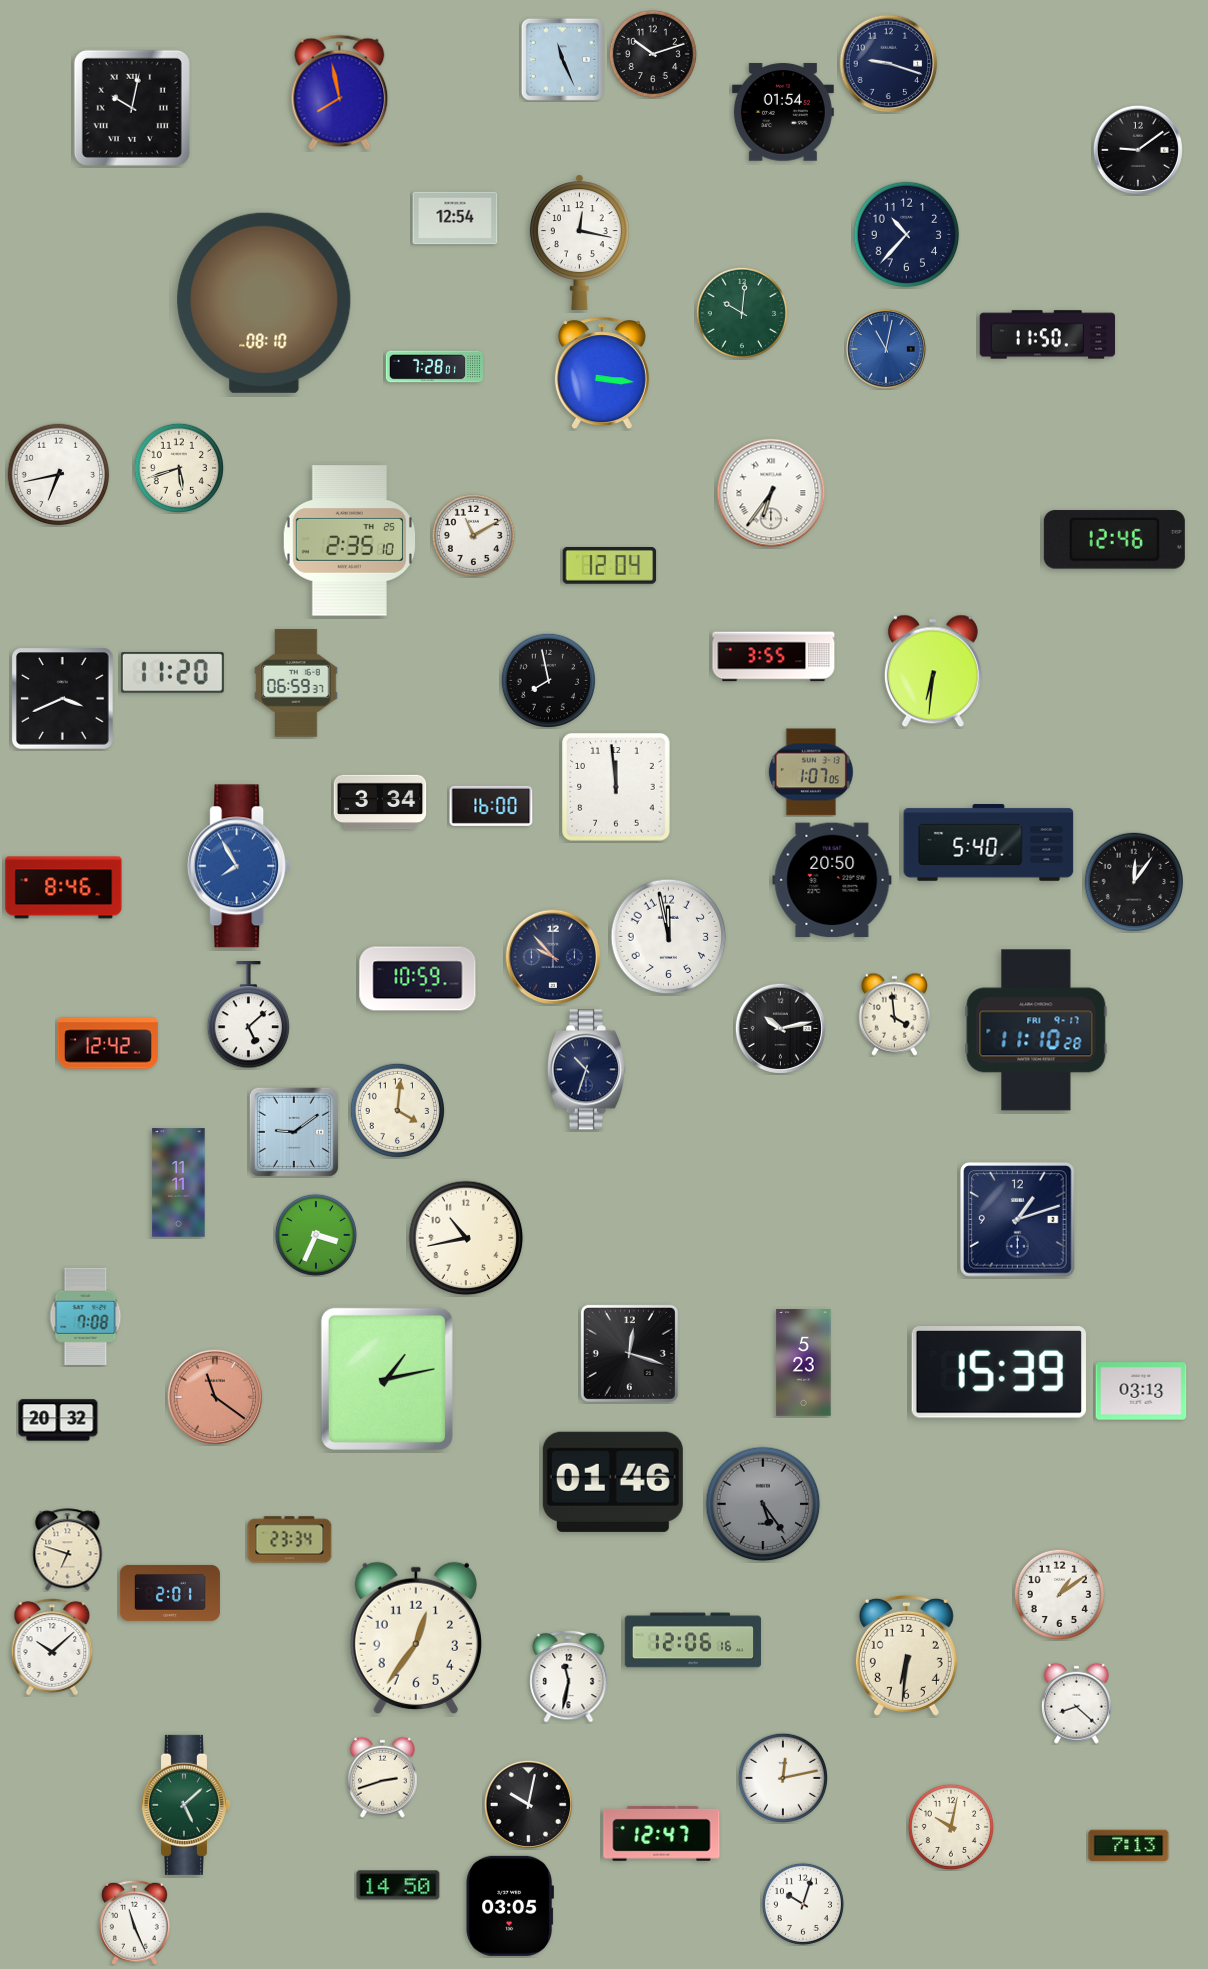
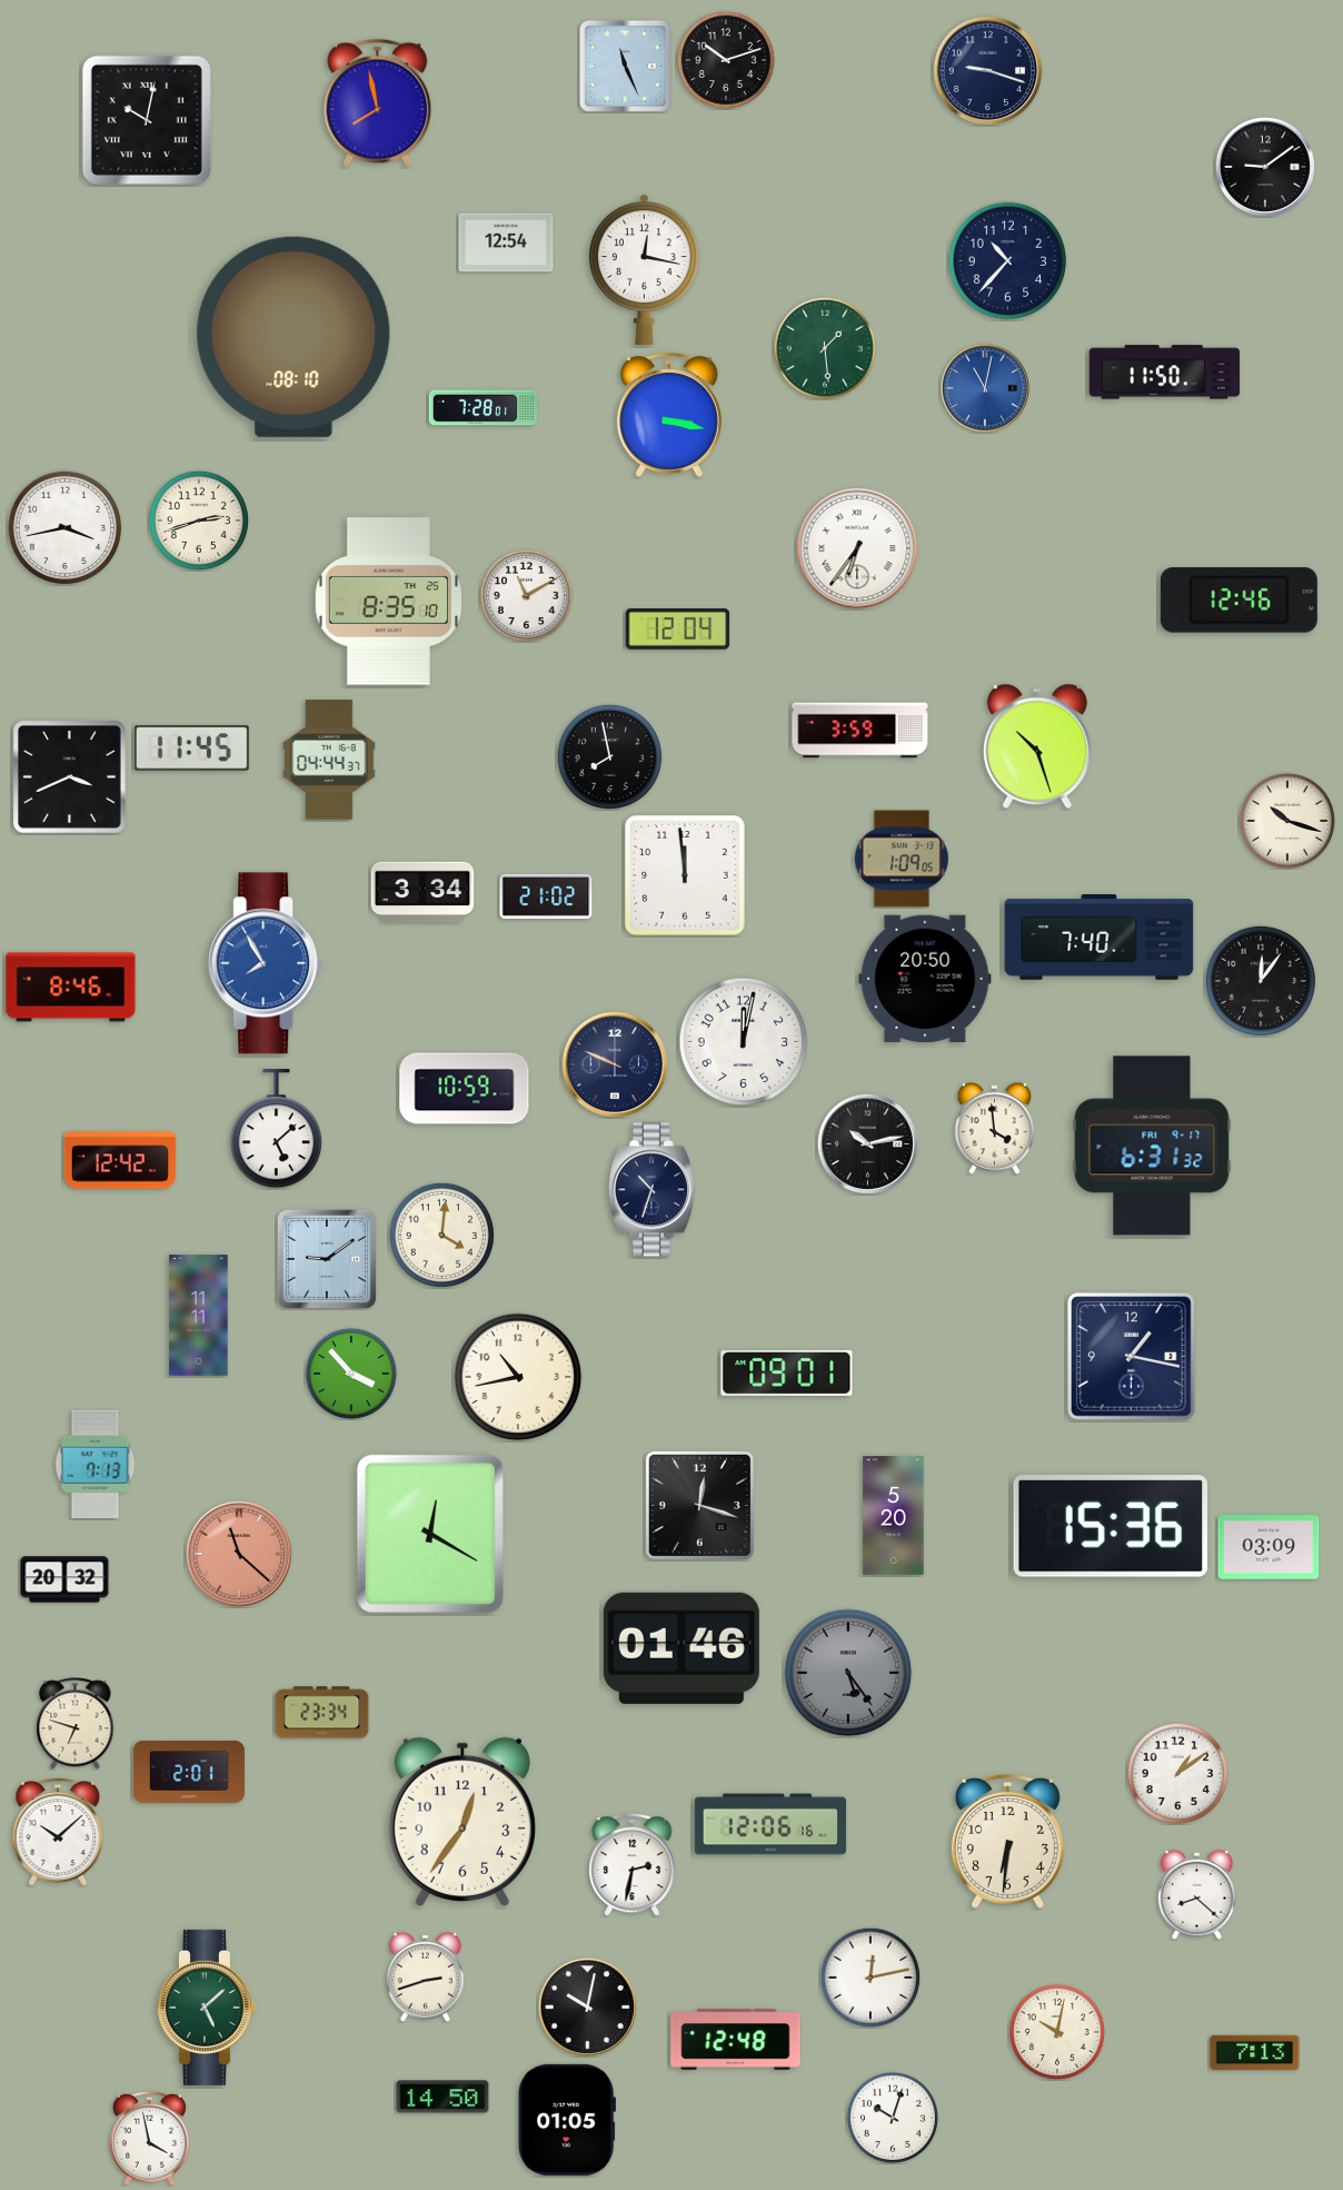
clock at (783, 112): 01:54 -> none
clock at (742, 313): 10:01 -> 1:29
clock at (602, 374): 3:16 -> 3:17
clock at (179, 468): 5:42 -> 2:42
clock at (59, 475): 6:43 -> 3:43
clock at (349, 541): 2:35 -> 8:35
clock at (774, 657): 3:55 -> 3:59
clock at (933, 671): 6:31 -> 10:27
clock at (172, 673): 11:20 -> 11:45
clock at (296, 683): 06:59 -> 04:44
clock at (1287, 821): none -> 10:18
clock at (811, 772): 1:07 -> 1:09
clock at (491, 806): 16:00 -> 21:02
clock at (989, 843): 5:40 -> 7:40
clock at (669, 937): 11:58 -> 12:02
clock at (553, 957): 9:53 -> 9:49
clock at (1036, 1030): 11:10 -> 6:31
clock at (1018, 1220): 1:12 -> 1:17
clock at (787, 1373): none -> 09:01
clock at (316, 1235): 3:34 -> 3:53
clock at (86, 1316): 7:08 -> 7:13
clock at (804, 1363): 5:23 -> 5:20
clock at (999, 1372): 15:39 -> 15:36
clock at (387, 1379): 1:13 -> 12:20
clock at (1141, 1391): 03:13 -> 03:09
clock at (215, 1397): 11:21 -> 11:22
clock at (569, 1676): 11:32 -> 2:32
clock at (662, 1833): 12:47 -> 12:48
clock at (509, 1906): 03:05 -> 01:05
clock at (134, 1922): 11:26 -> 3:58
